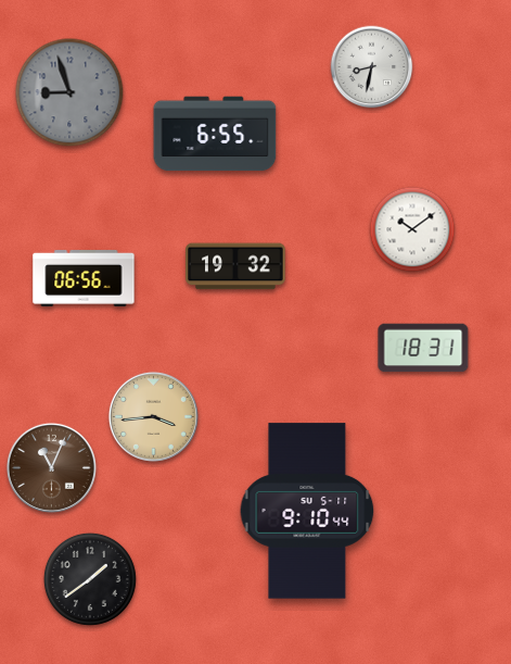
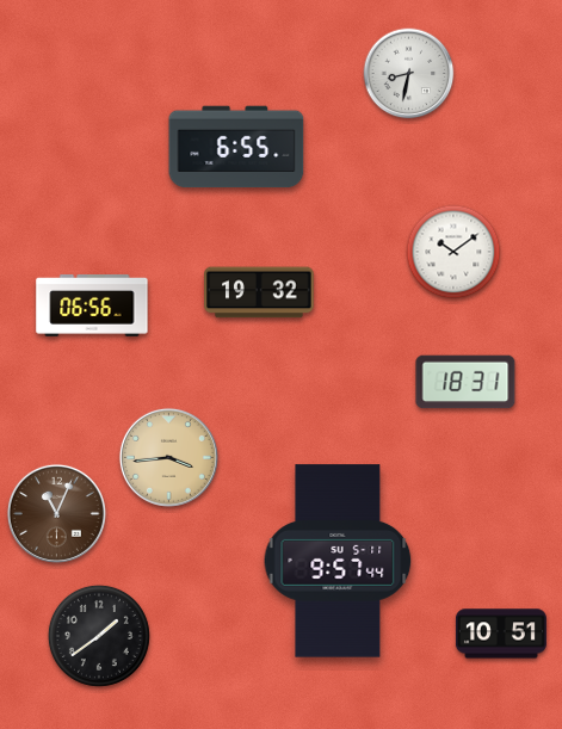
clock at (69, 92): 8:57 -> none
clock at (307, 511): 9:10 -> 9:57
clock at (501, 634): none -> 10:51
